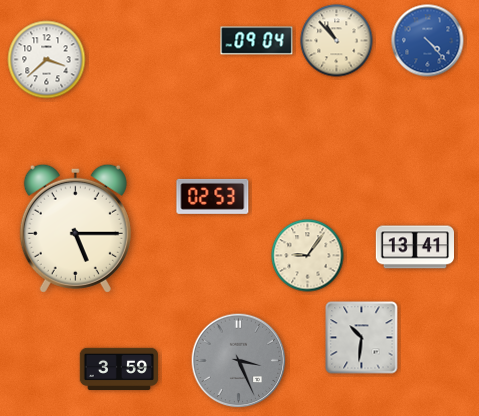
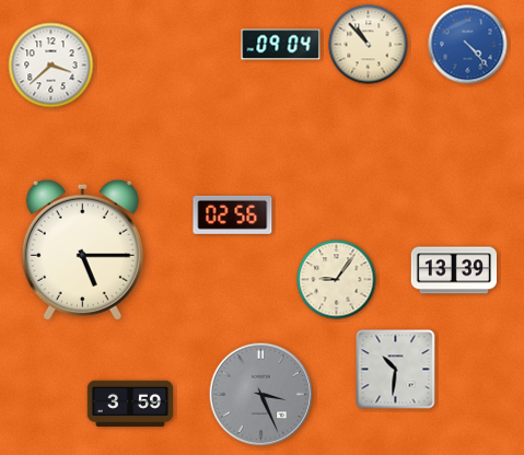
clock at (213, 196): 02:53 -> 02:56
clock at (414, 247): 13:41 -> 13:39
